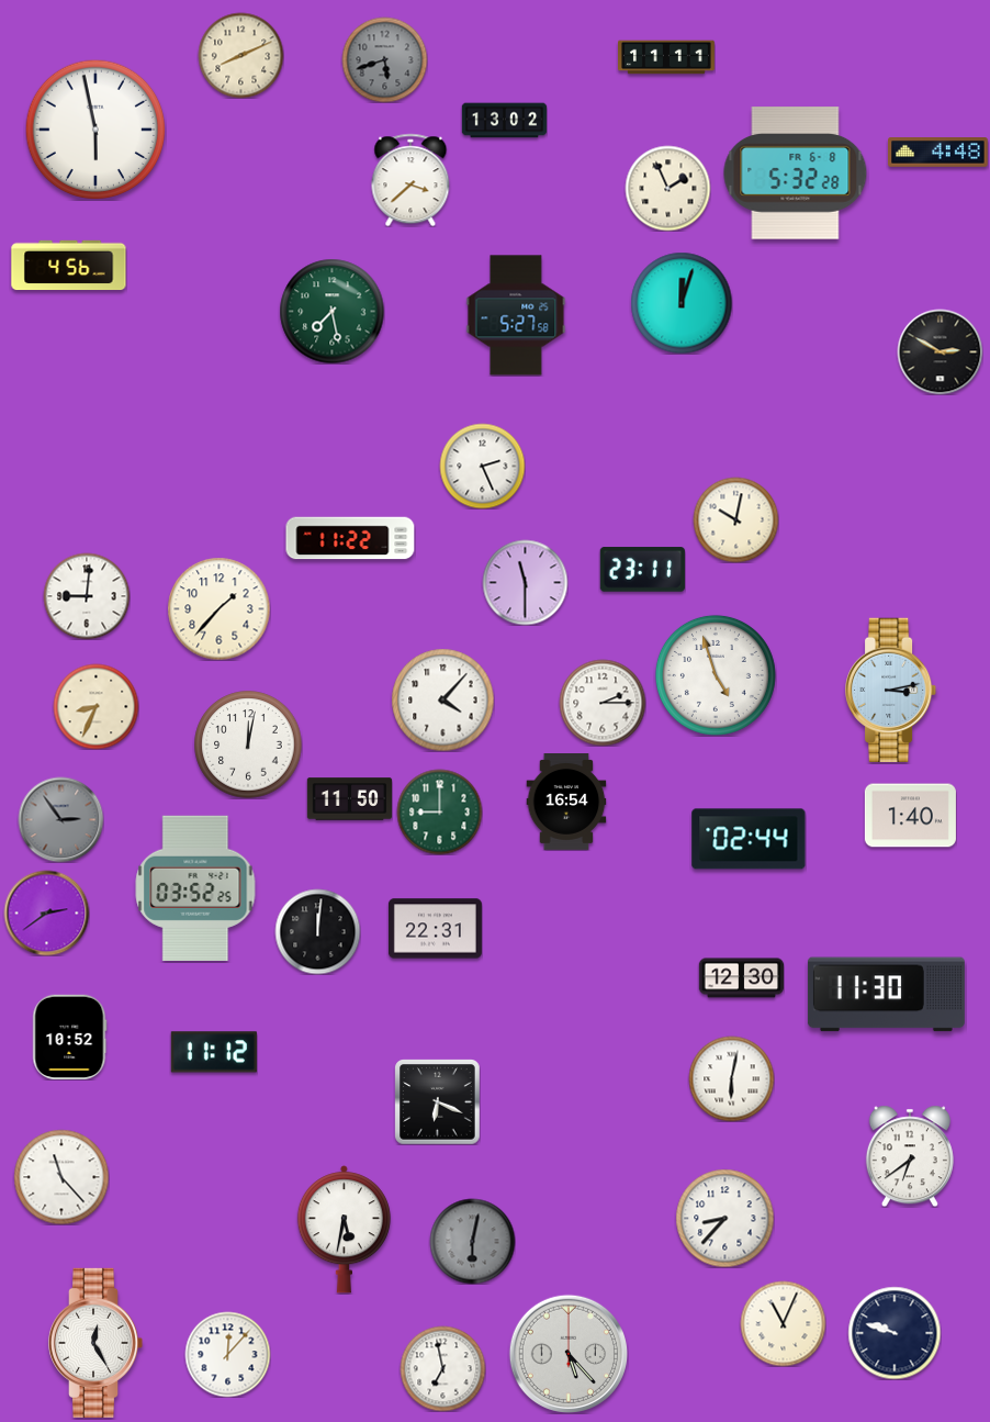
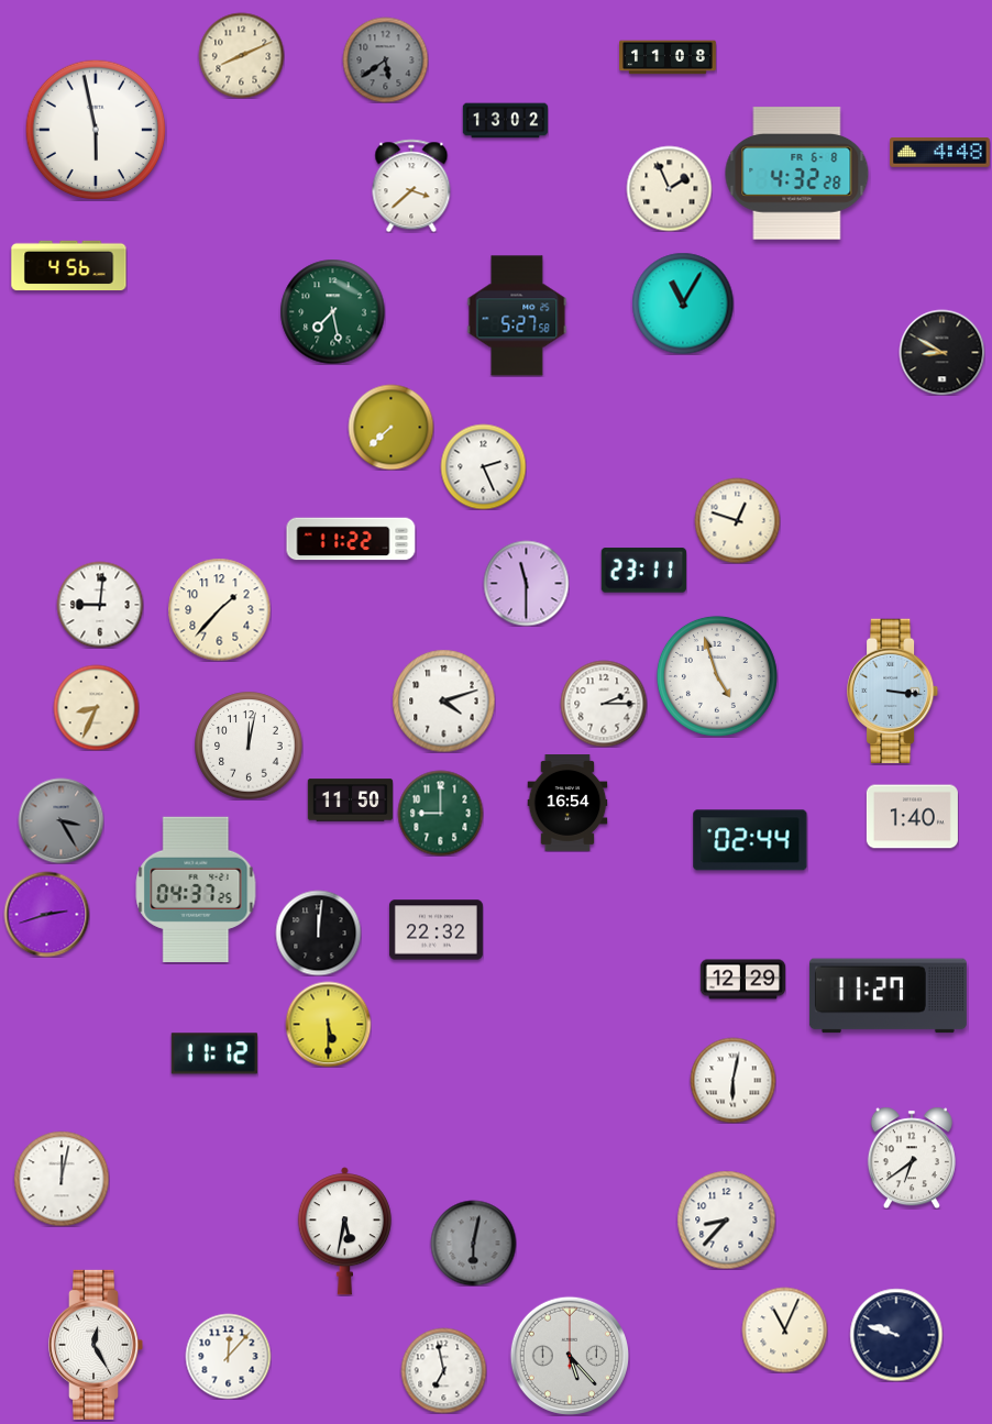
clock at (667, 57): 11:11 -> 11:08
clock at (384, 59): 5:42 -> 5:39
clock at (796, 173): 5:32 -> 4:32
clock at (410, 180) position: (410, 180) -> (411, 186)
clock at (682, 303): 12:03 -> 11:05
clock at (940, 351): 2:50 -> 8:50
clock at (390, 427): none -> 7:38
clock at (735, 519): 10:02 -> 12:48
clock at (87, 596) position: (87, 596) -> (100, 605)
clock at (892, 691): 3:13 -> 3:16
clock at (442, 699): 4:07 -> 4:12
clock at (60, 819): 2:54 -> 3:25
clock at (195, 888): 03:52 -> 04:37
clock at (46, 912): 2:39 -> 2:42
clock at (435, 929): 22:31 -> 22:32
clock at (741, 978): 12:30 -> 12:29
clock at (886, 995): 11:30 -> 11:27
clock at (328, 1024): none -> 5:30
clock at (70, 1037): 10:52 -> none
clock at (437, 1101): 6:19 -> none
clock at (61, 1177): 11:23 -> 12:02
clock at (783, 1323) position: (783, 1323) -> (784, 1329)
